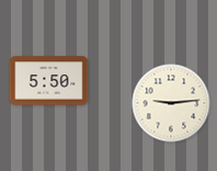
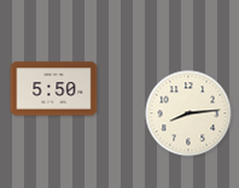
clock at (171, 103): 9:14 -> 8:14
